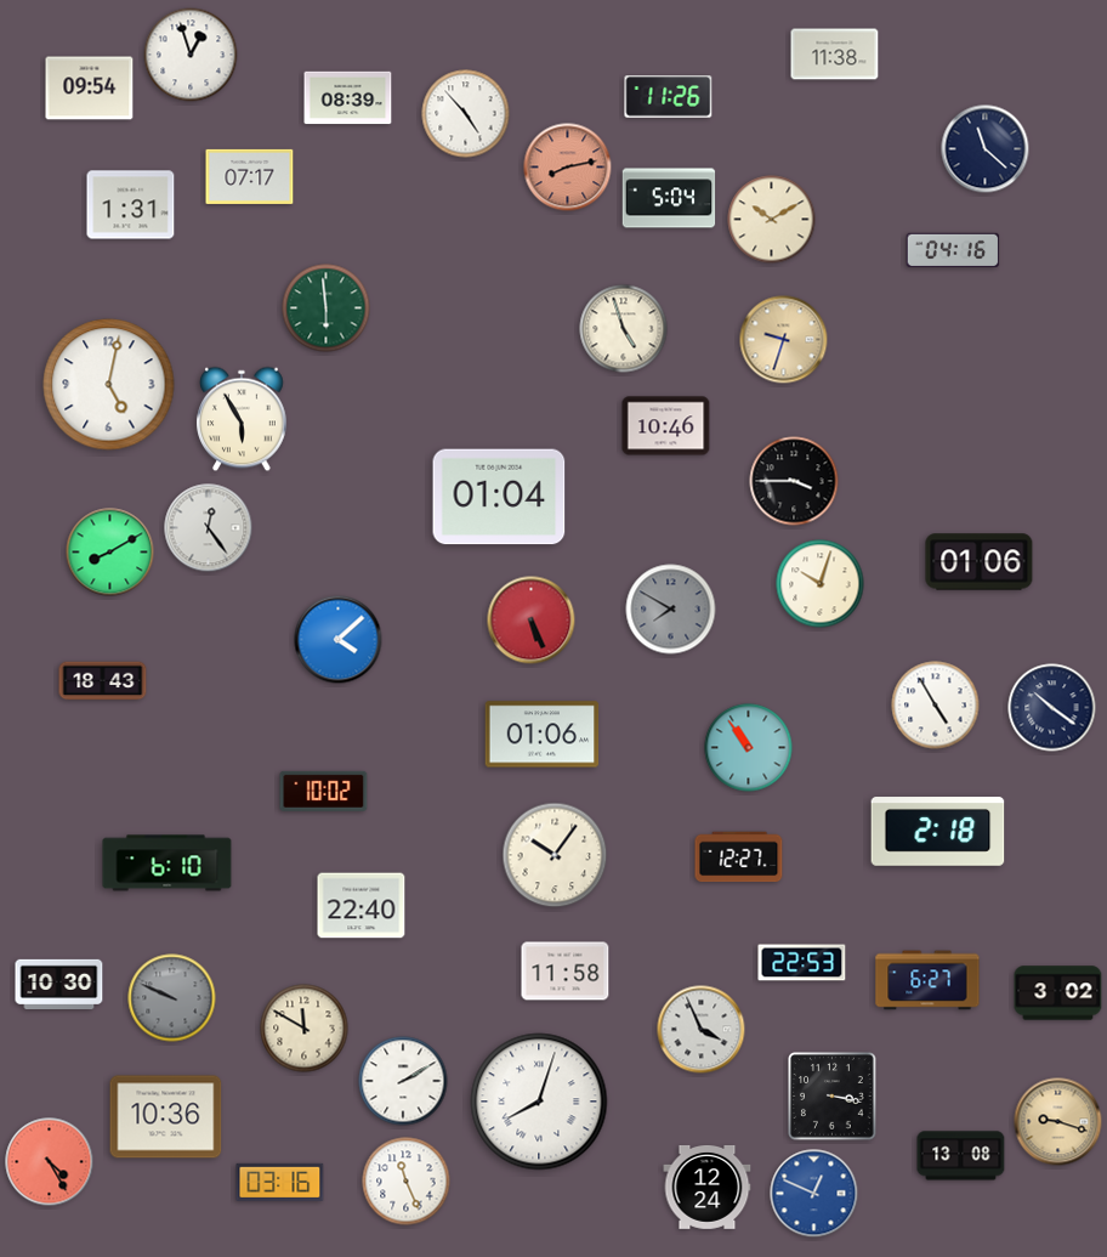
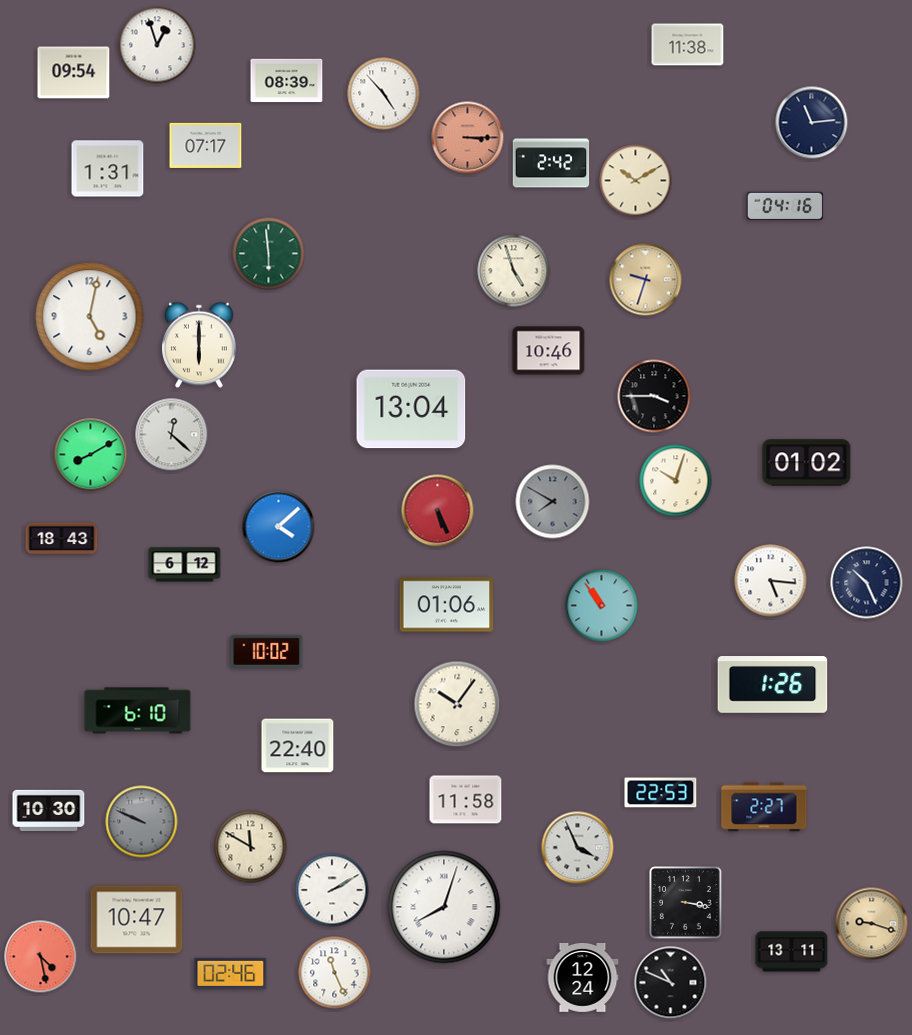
clock at (669, 97): 11:26 -> none
clock at (986, 149): 11:22 -> 11:14
clock at (568, 168): 8:13 -> 3:15
clock at (669, 198): 5:04 -> 2:42
clock at (243, 419): 5:55 -> 6:00
clock at (499, 497): 01:04 -> 13:04
clock at (209, 528): 12:24 -> 12:22
clock at (980, 562): 01:06 -> 01:02
clock at (103, 681) position: (103, 681) -> (62, 539)
clock at (185, 565): none -> 6:12
clock at (936, 706): 4:55 -> 5:16
clock at (1052, 708): 10:21 -> 10:26
clock at (749, 748) position: (749, 748) -> (602, 606)
clock at (938, 832): 2:18 -> 1:26
clock at (739, 857): 12:27 -> none
clock at (927, 980): 6:27 -> 2:27
clock at (1058, 993): 3:02 -> none
clock at (166, 1117): 10:36 -> 10:47
clock at (961, 1156): 13:08 -> 13:11
clock at (50, 1162): 4:25 -> 4:28
clock at (280, 1182): 03:16 -> 02:46
clock at (814, 1194): 12:49 -> 10:49
clock at (814, 1194) dial: blue -> black
